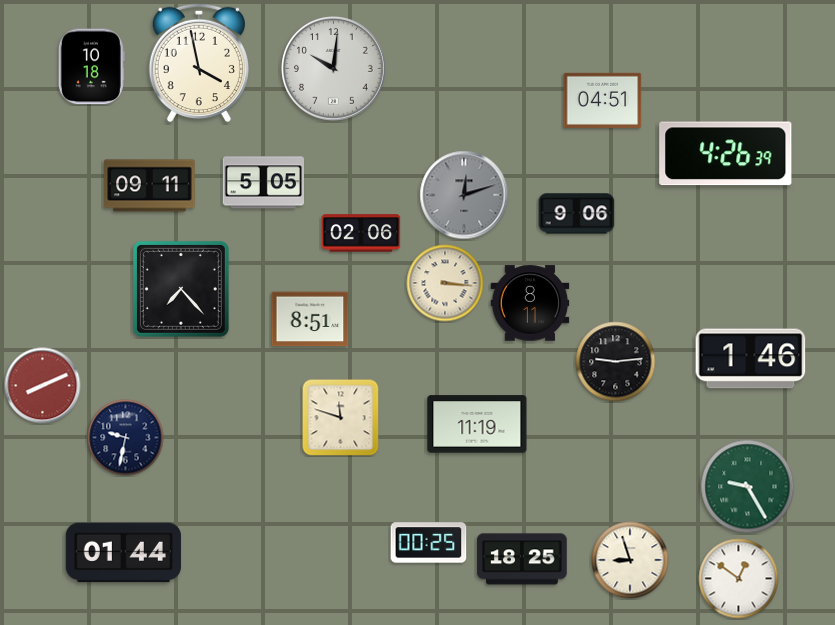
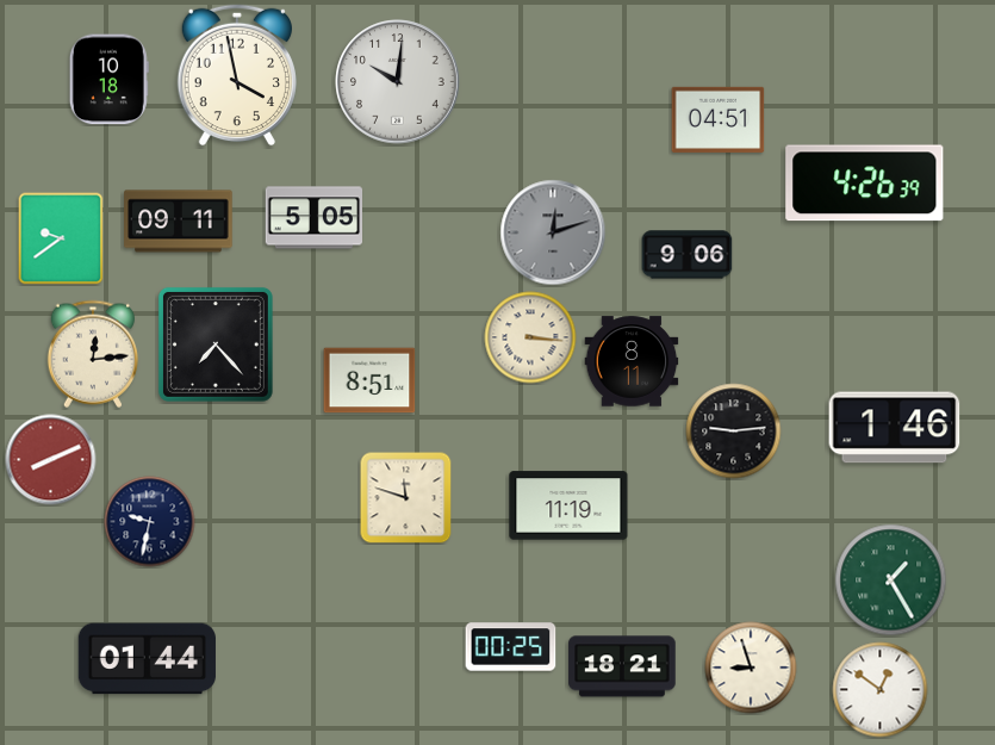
clock at (61, 238): none -> 9:39
clock at (361, 233): 02:06 -> none
clock at (93, 354): none -> 12:14
clock at (748, 487): 9:25 -> 1:25
clock at (522, 559): 18:25 -> 18:21
